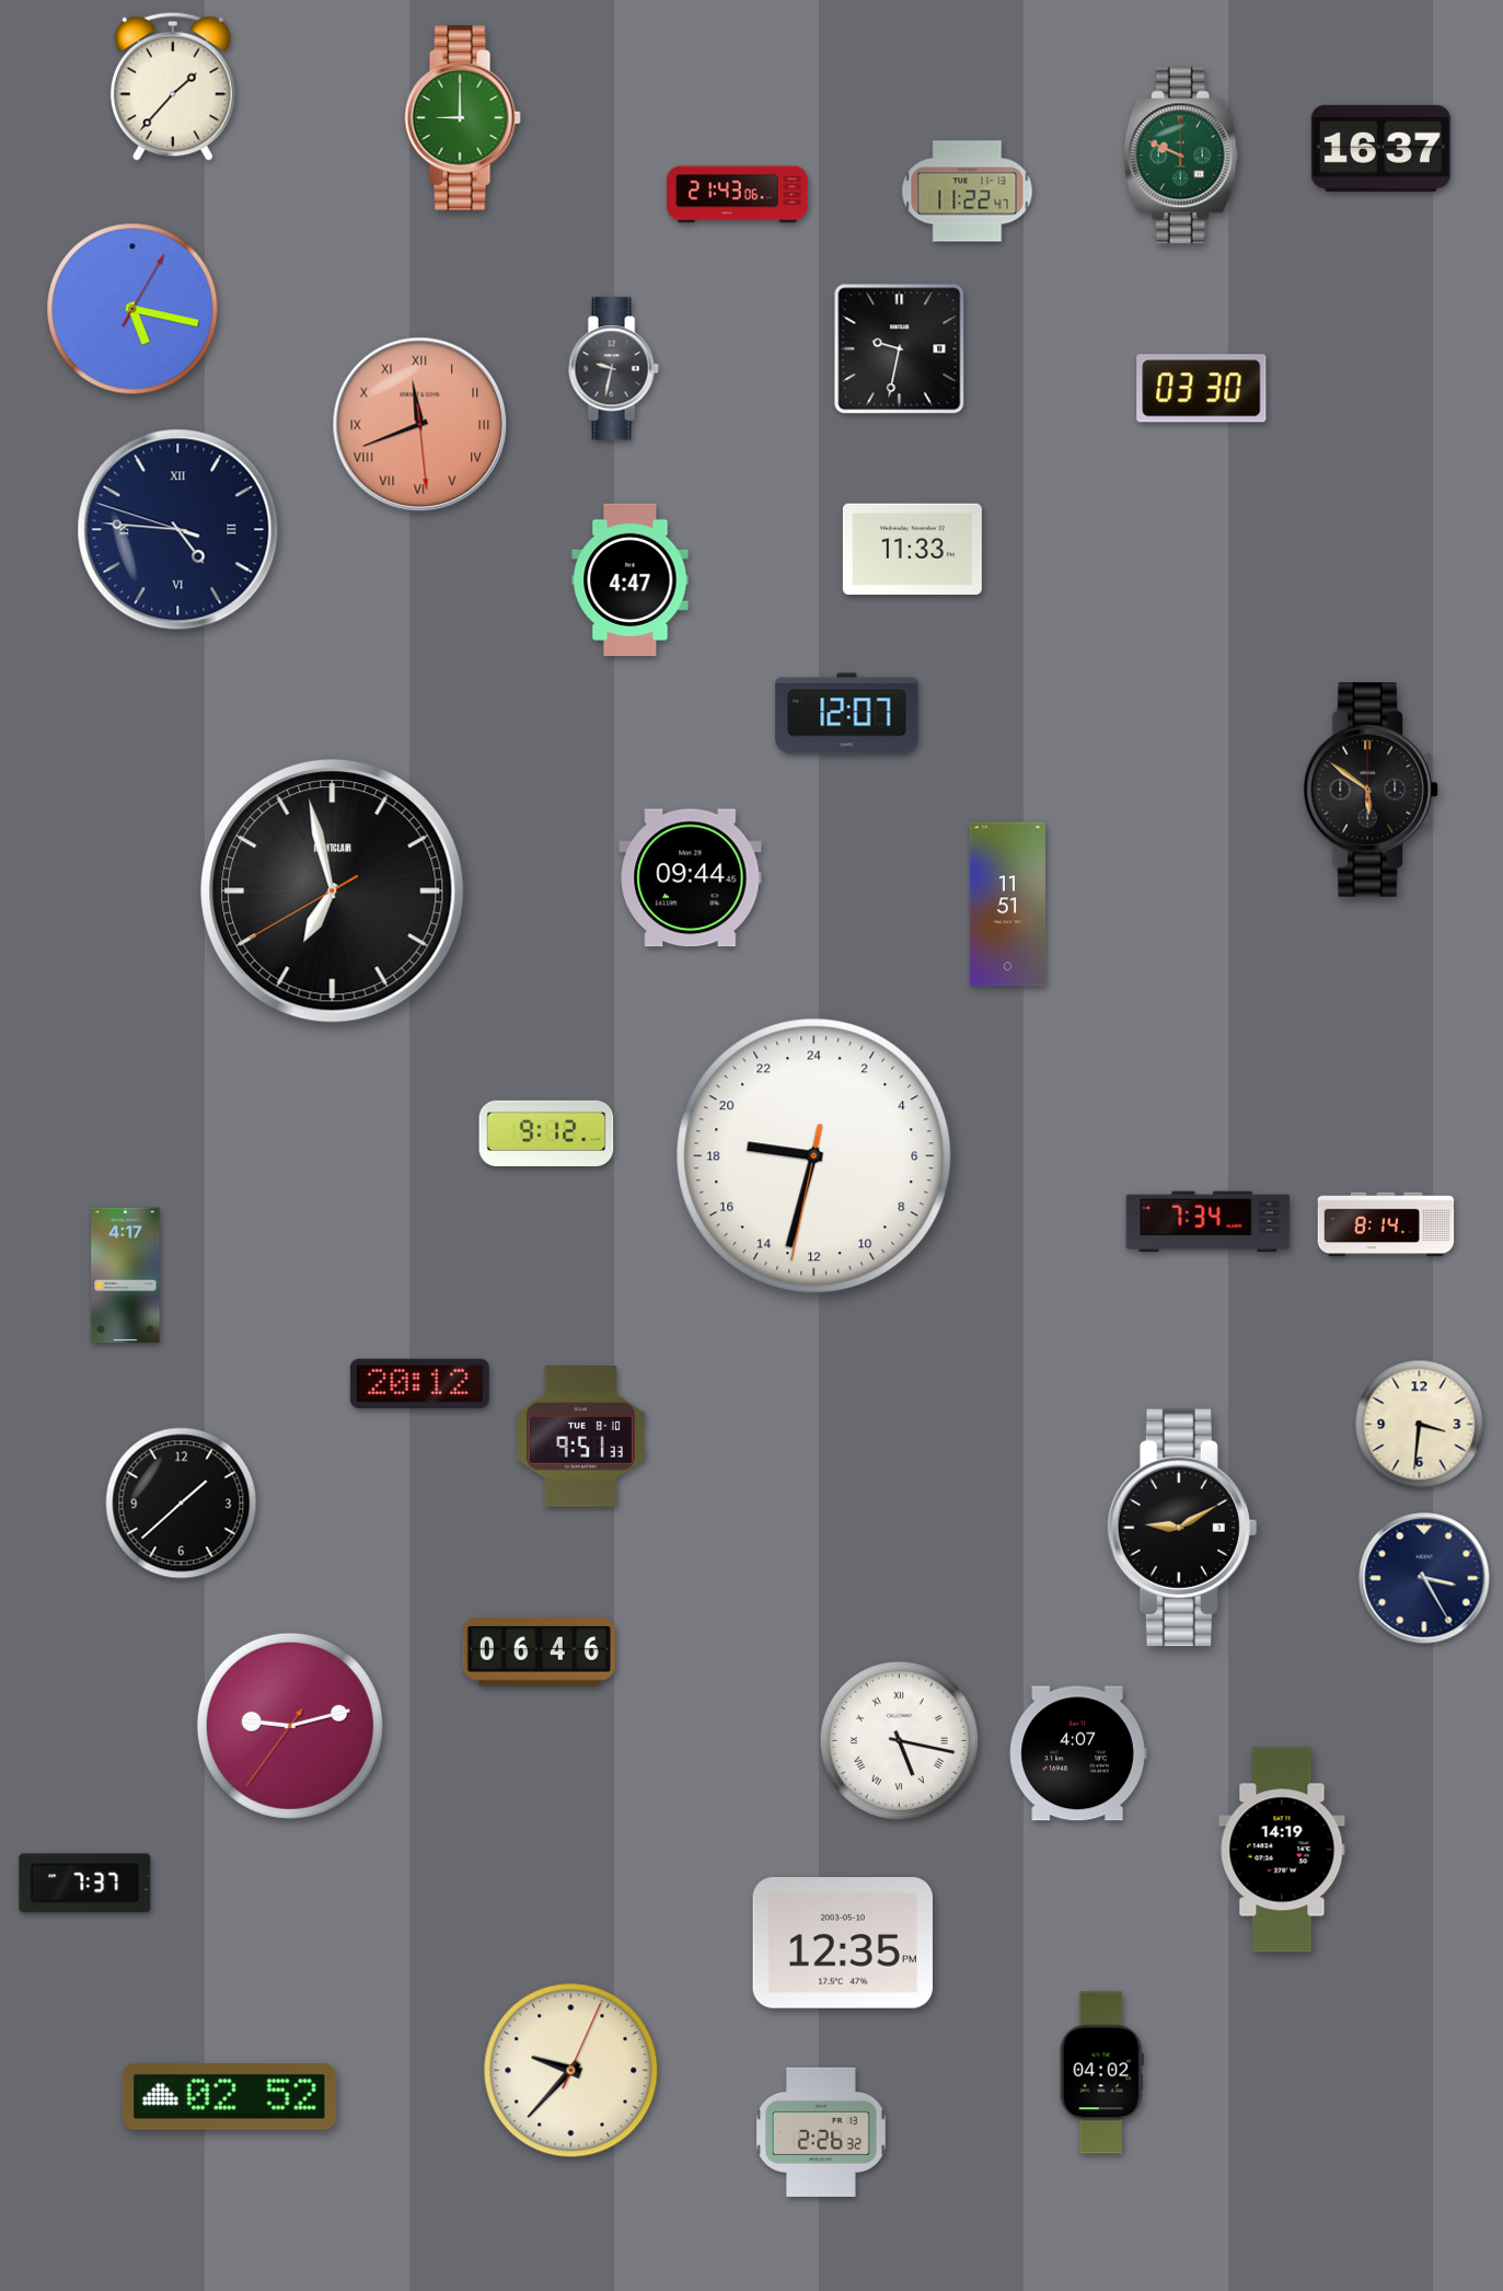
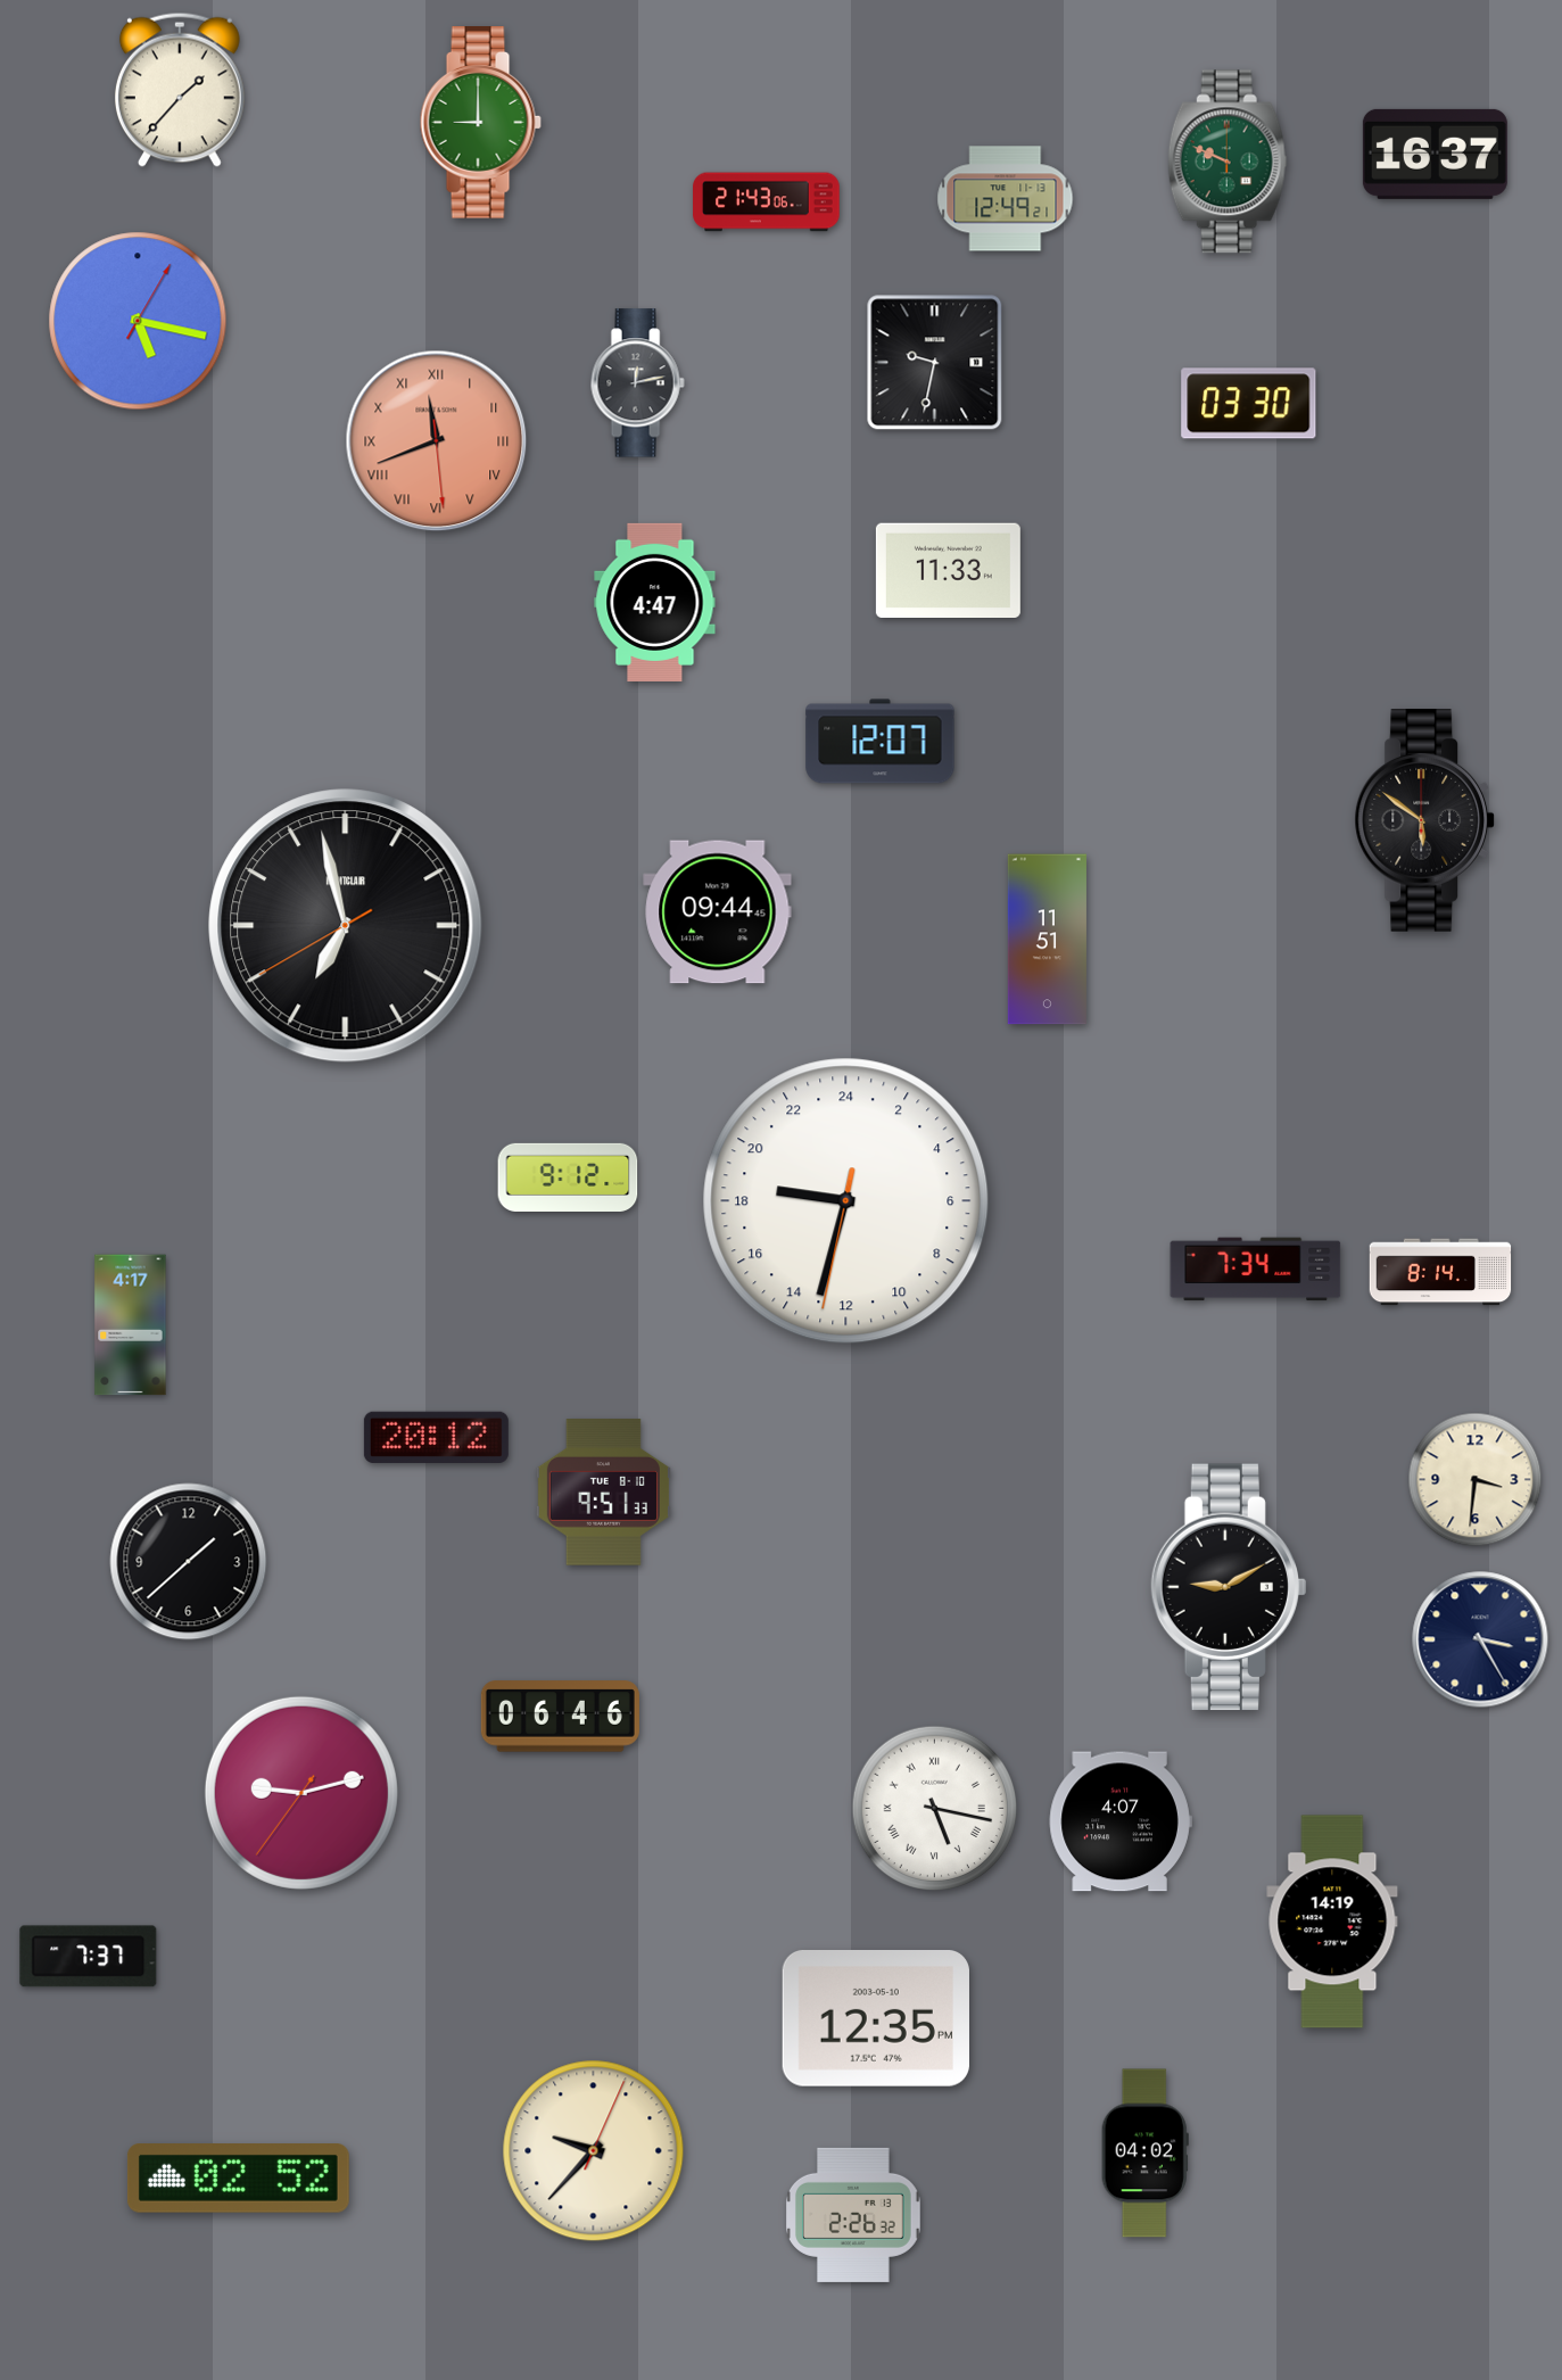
clock at (968, 192): 11:22 -> 12:49
clock at (613, 369): 9:32 -> 12:13
clock at (178, 530): 4:45 -> none
